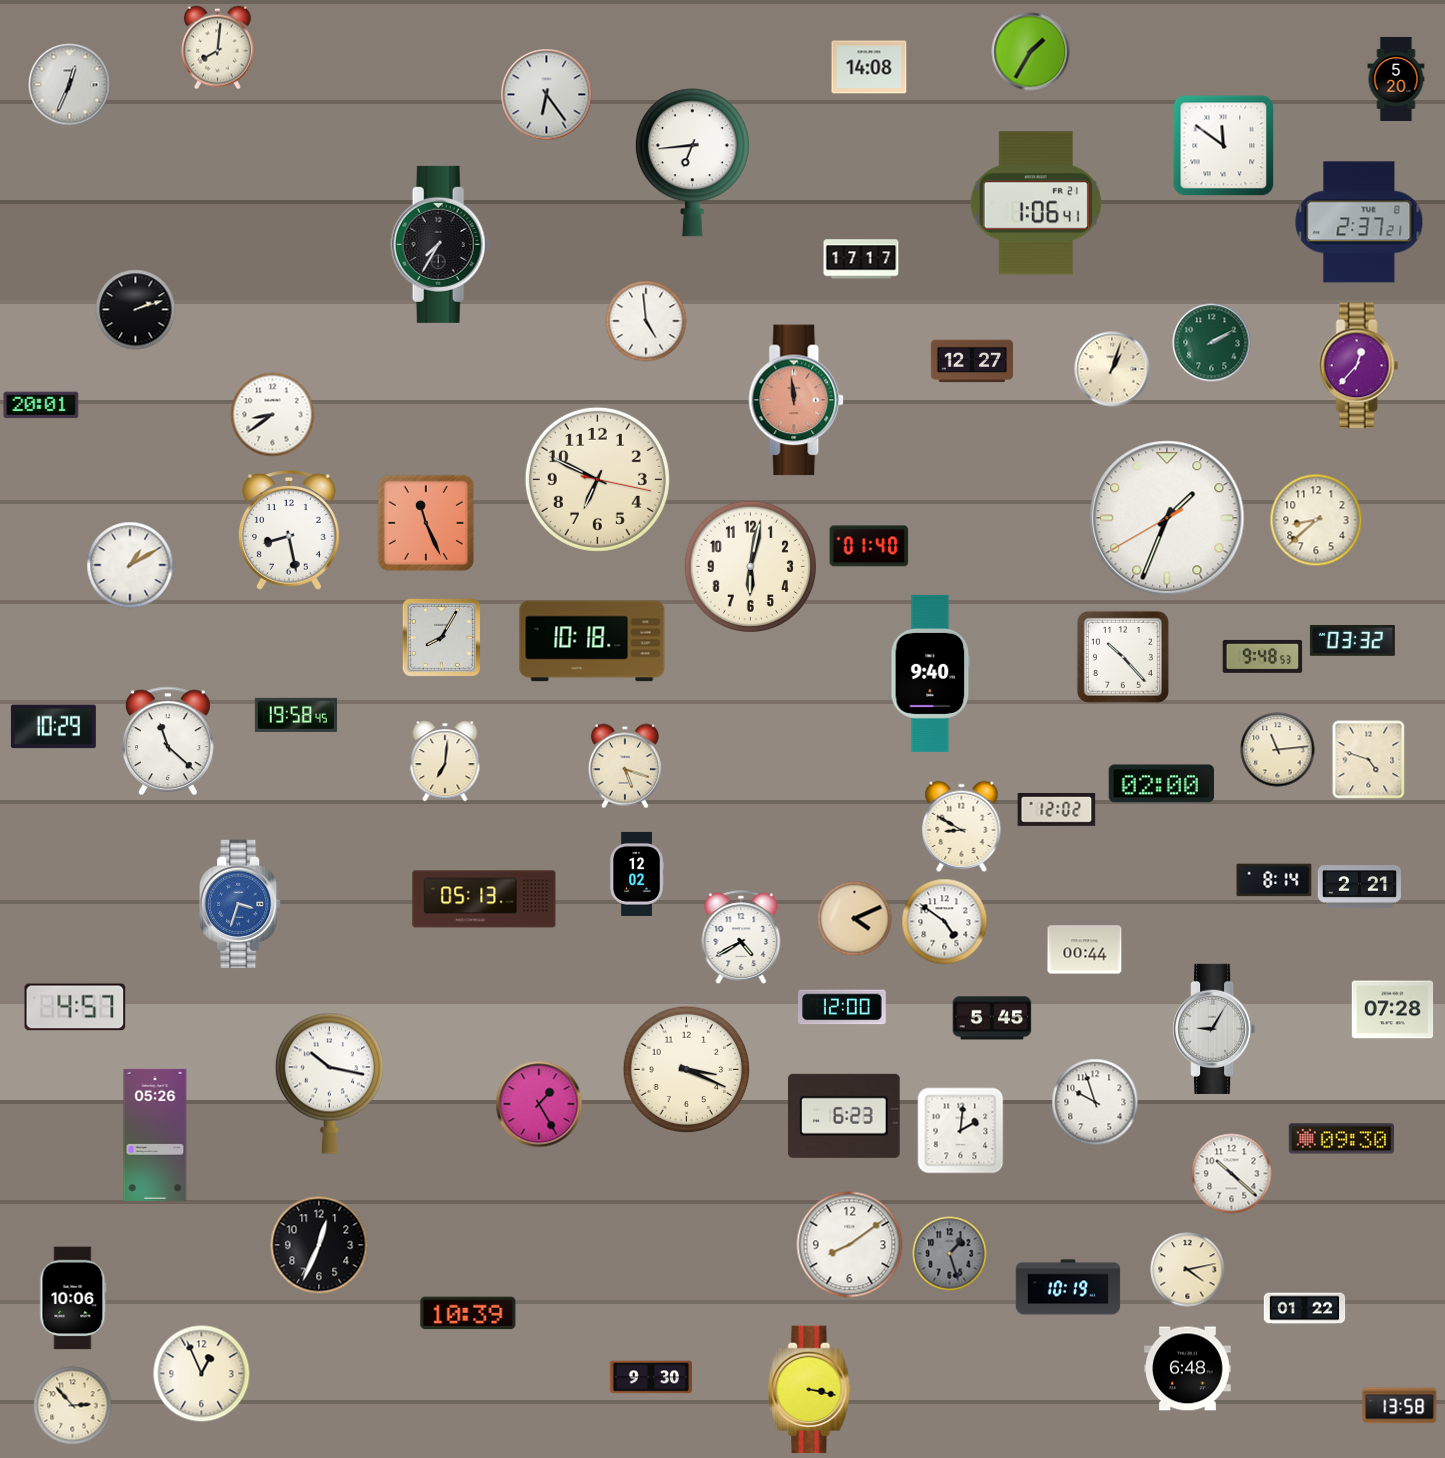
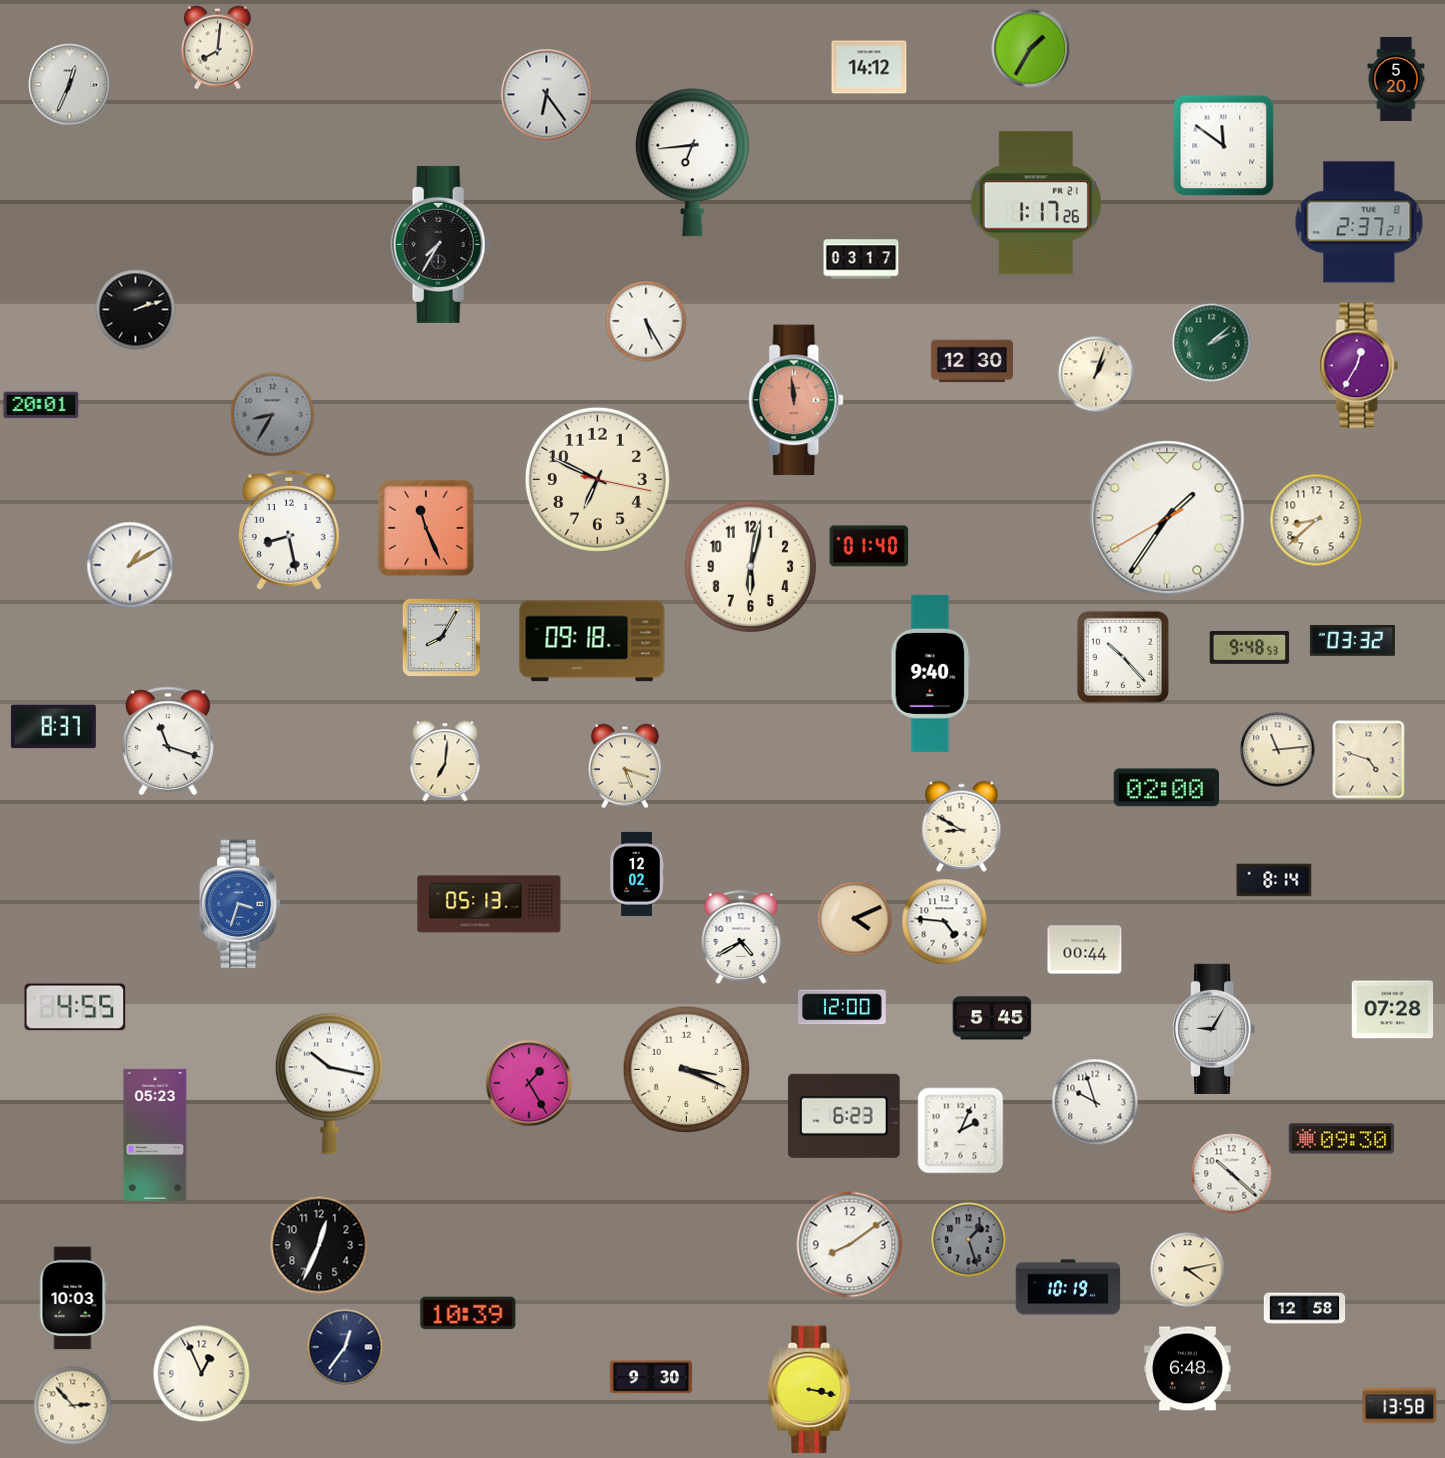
clock at (1031, 52) position: (1031, 52) -> (1031, 49)
clock at (869, 67): 14:08 -> 14:12
clock at (1036, 203): 1:06 -> 1:17
clock at (861, 259): 17:17 -> 03:17
clock at (646, 321): 4:59 -> 5:25
clock at (1212, 343): 2:10 -> 2:08
clock at (972, 361): 12:27 -> 12:30
clock at (1359, 366): 12:37 -> 12:35
clock at (1112, 369) position: (1112, 369) -> (1096, 374)
clock at (273, 415): 8:39 -> 8:35
clock at (273, 415) dial: white -> grey
clock at (1167, 518): 1:33 -> 1:35
clock at (426, 523) position: (426, 523) -> (426, 528)
clock at (592, 641): 10:18 -> 09:18
clock at (1263, 656) position: (1263, 656) -> (1250, 647)
clock at (295, 715): 19:58 -> none
clock at (53, 727): 10:29 -> 8:37
clock at (169, 740): 11:22 -> 11:18
clock at (1161, 784) position: (1161, 784) -> (1166, 788)
clock at (1057, 809): 12:02 -> none
clock at (1359, 887): 2:21 -> none
clock at (484, 899) position: (484, 899) -> (489, 904)
clock at (945, 922): 4:51 -> 4:46
clock at (75, 1007): 4:57 -> 4:55
clock at (539, 1104) position: (539, 1104) -> (529, 1083)
clock at (961, 1131): 2:01 -> 2:04
clock at (155, 1135): 05:26 -> 05:23
clock at (950, 1254) position: (950, 1254) -> (969, 1240)
clock at (73, 1298): 10:06 -> 10:03
clock at (1305, 1309): 01:22 -> 12:58
clock at (345, 1347): none -> 12:36
